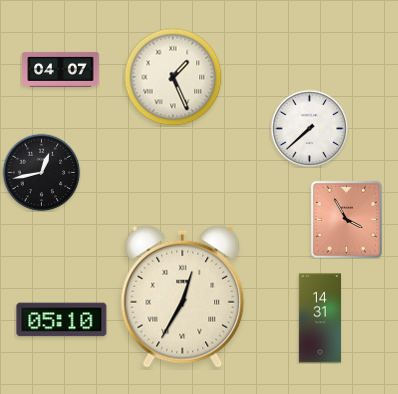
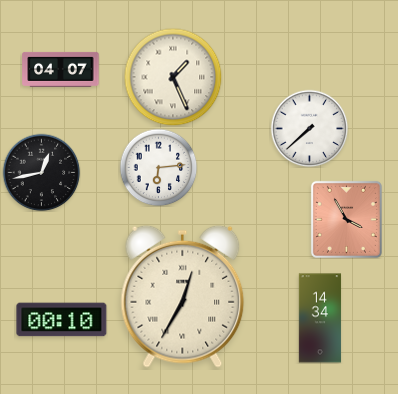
clock at (158, 167): none -> 6:14
clock at (320, 318): 14:31 -> 14:34
clock at (62, 320): 05:10 -> 00:10
